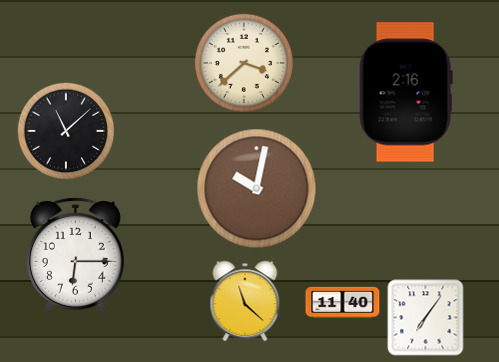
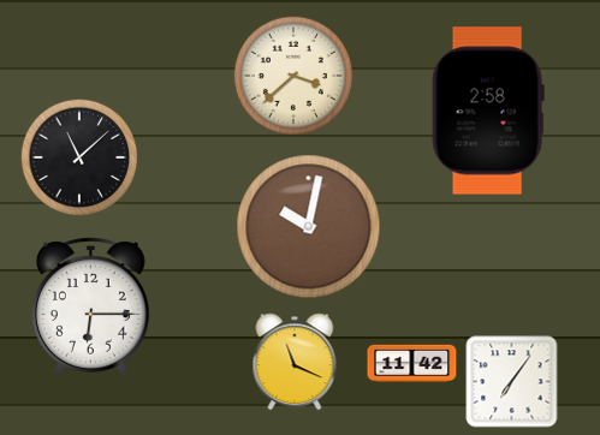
clock at (406, 92): 2:16 -> 2:58
clock at (245, 301): 11:22 -> 11:19
clock at (343, 302): 11:40 -> 11:42
